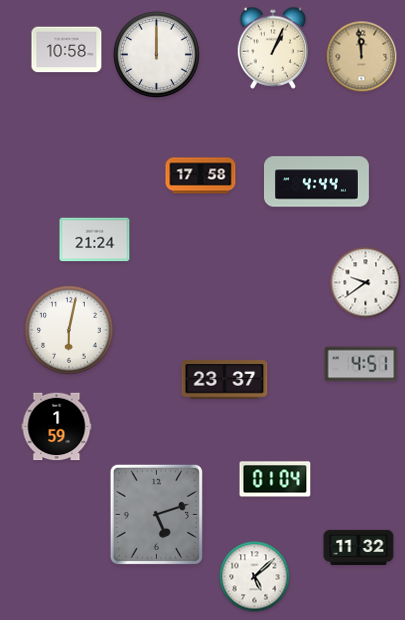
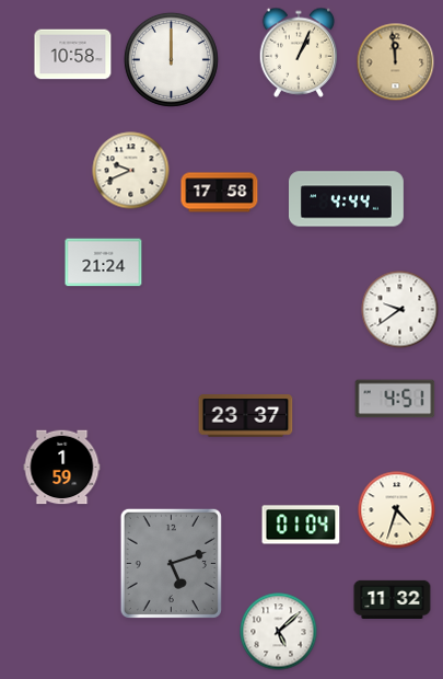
clock at (131, 171): none -> 9:41
clock at (69, 330): 6:02 -> none
clock at (397, 510): none -> 4:33
